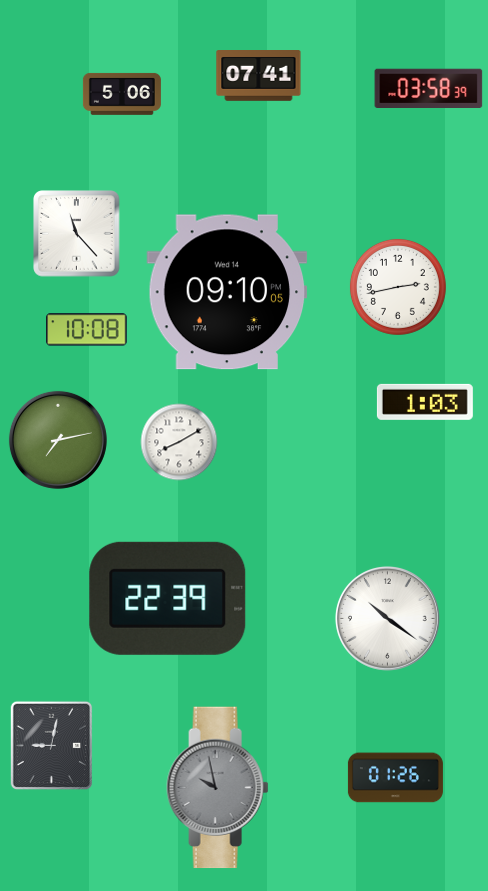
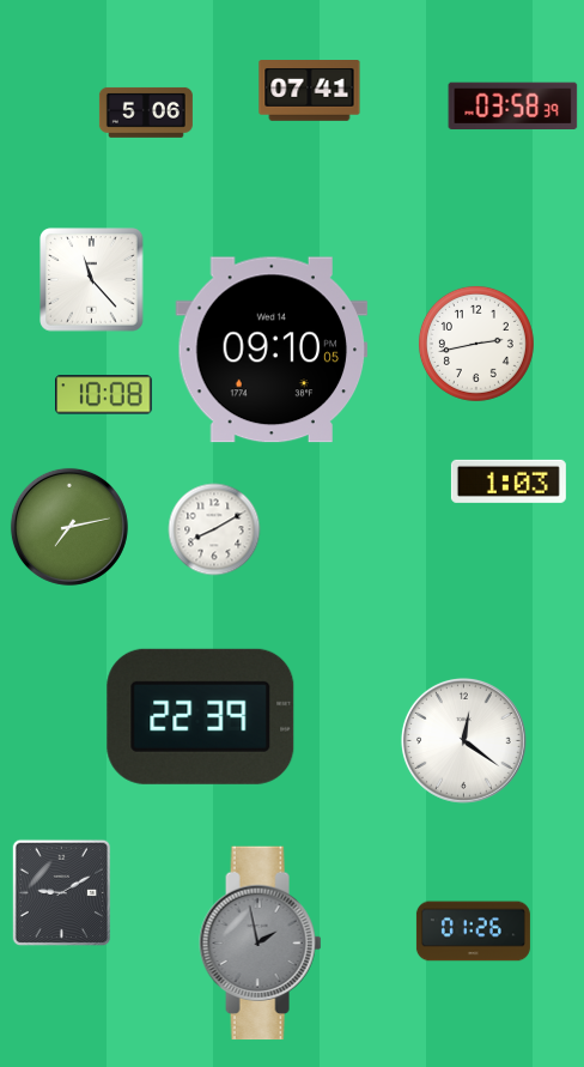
clock at (387, 618): 10:21 -> 12:21
clock at (52, 746): 9:02 -> 9:10
clock at (218, 788): 9:58 -> 1:58
